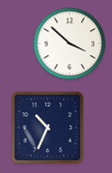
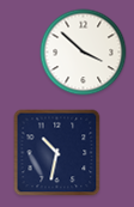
clock at (48, 128): 10:34 -> 10:32
